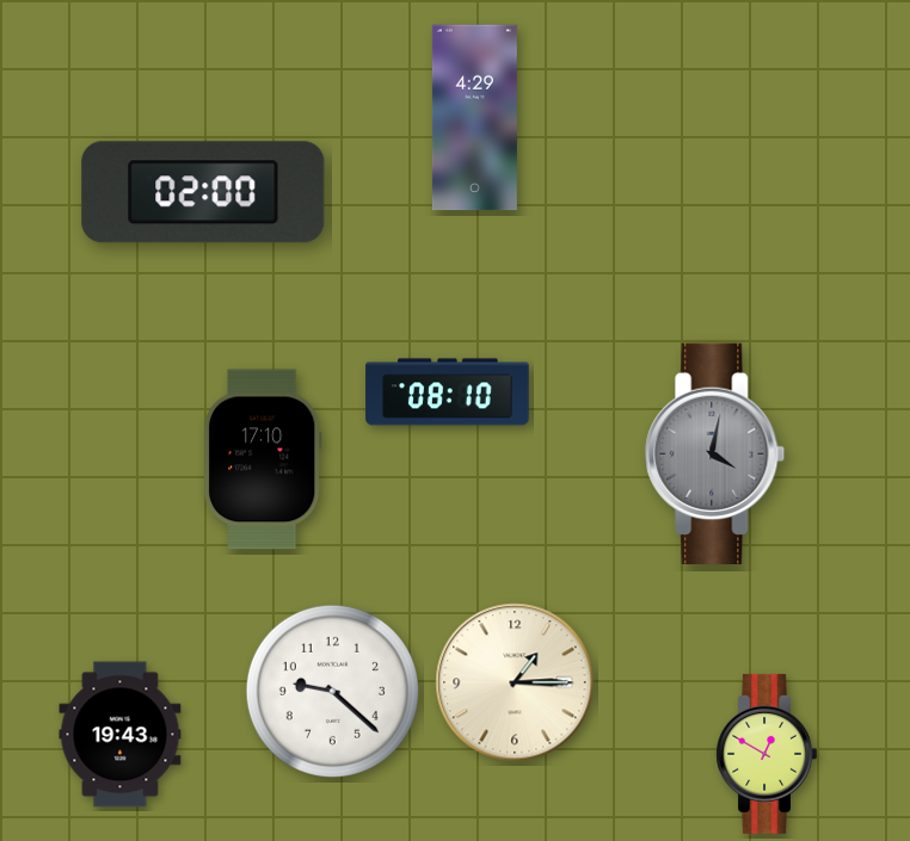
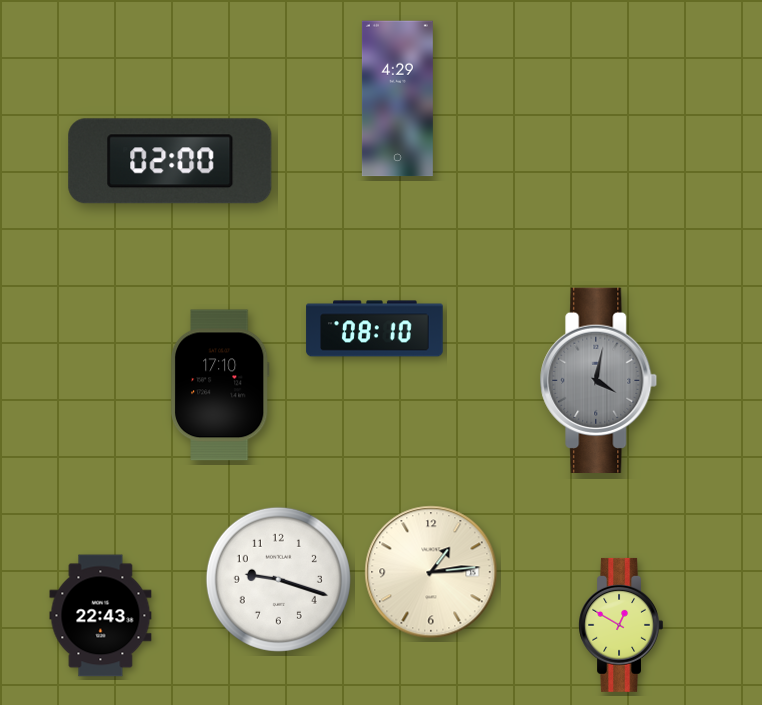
clock at (515, 682): 1:15 -> 1:14
clock at (332, 691): 9:22 -> 9:18
clock at (121, 735): 19:43 -> 22:43
clock at (765, 754) position: (765, 754) -> (620, 625)
